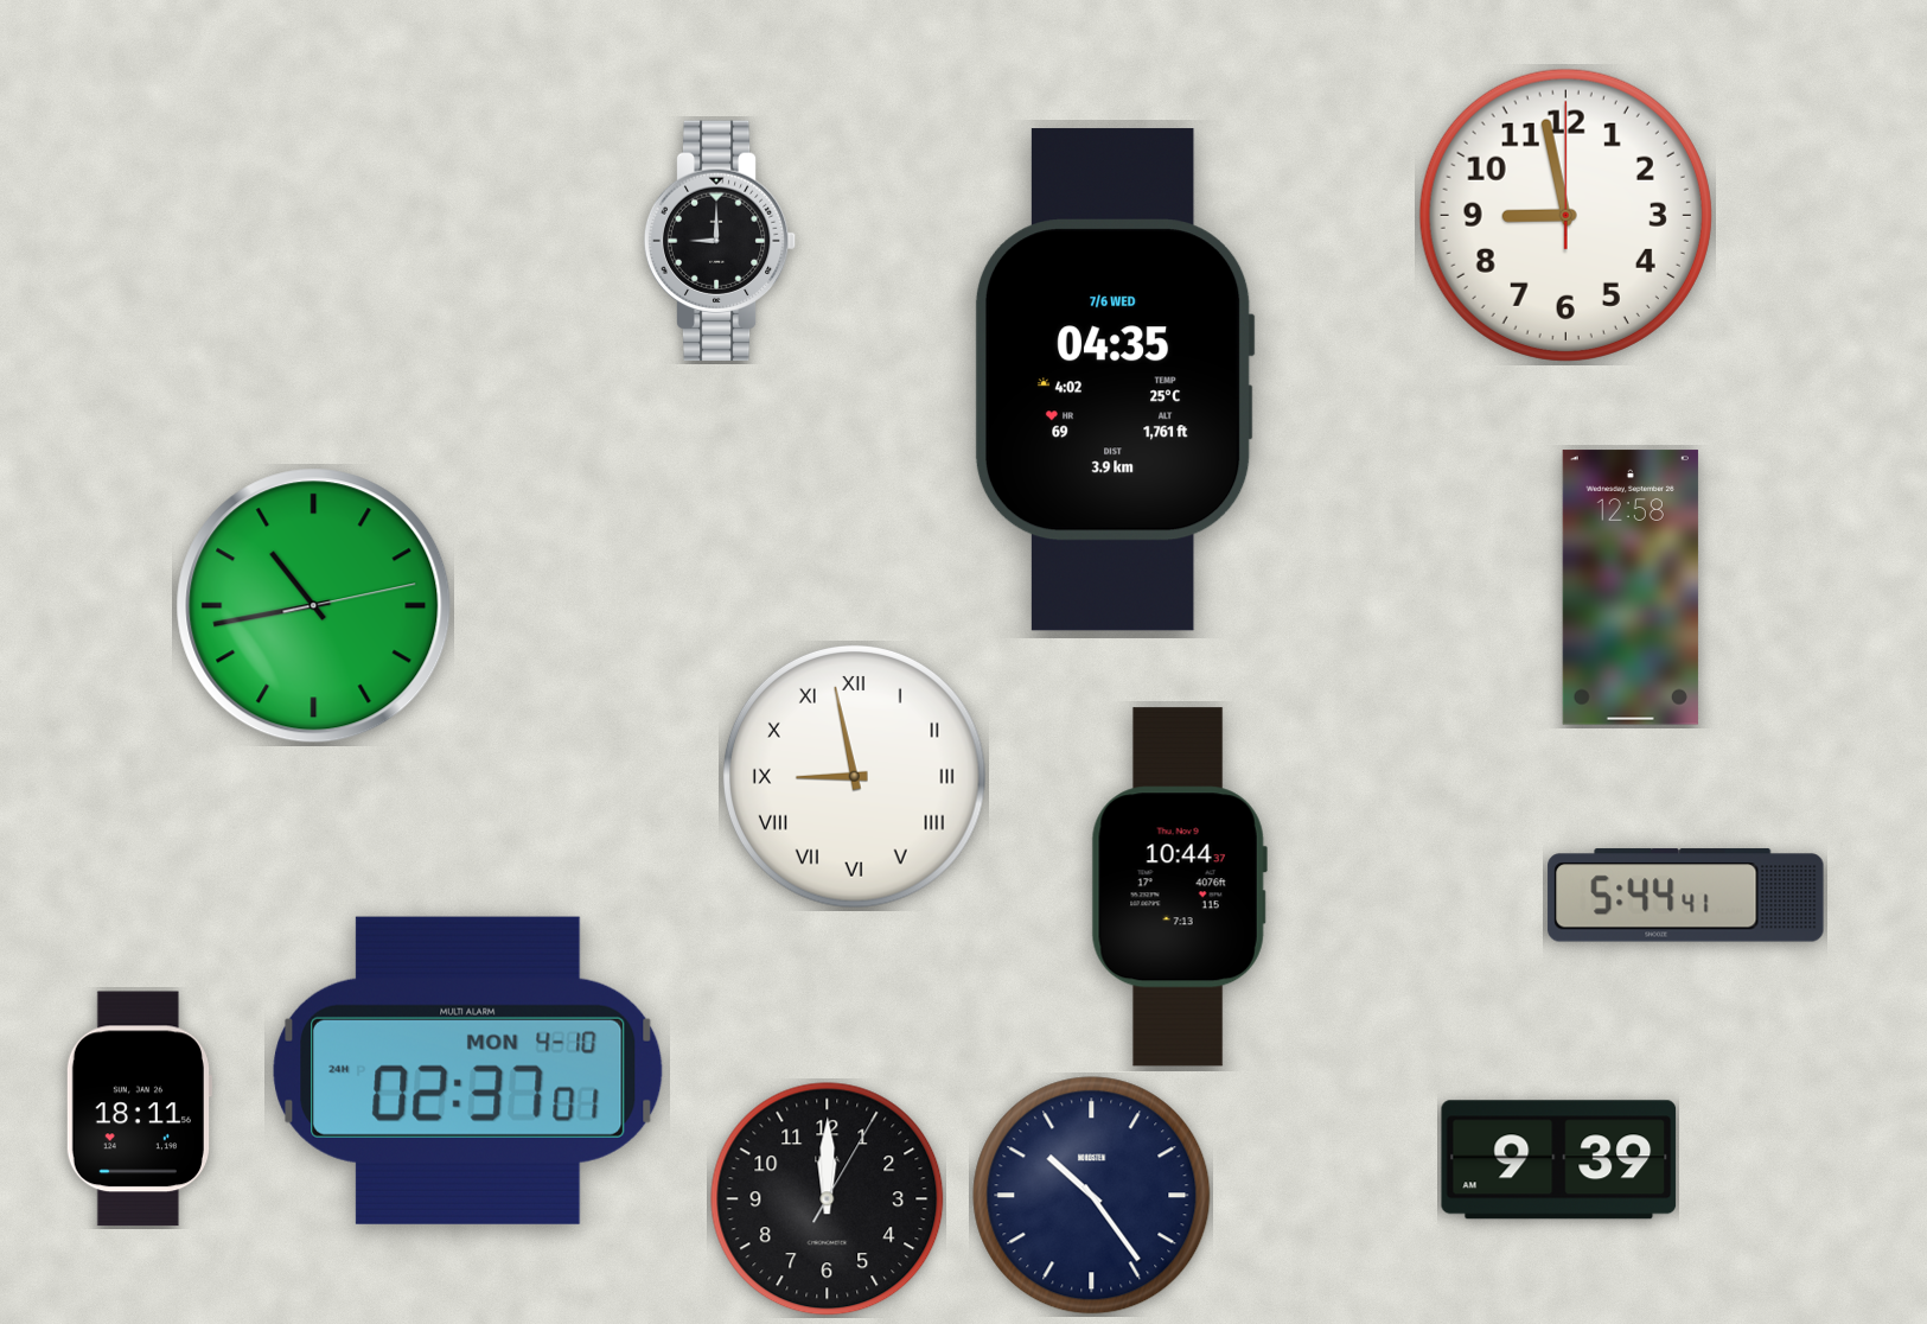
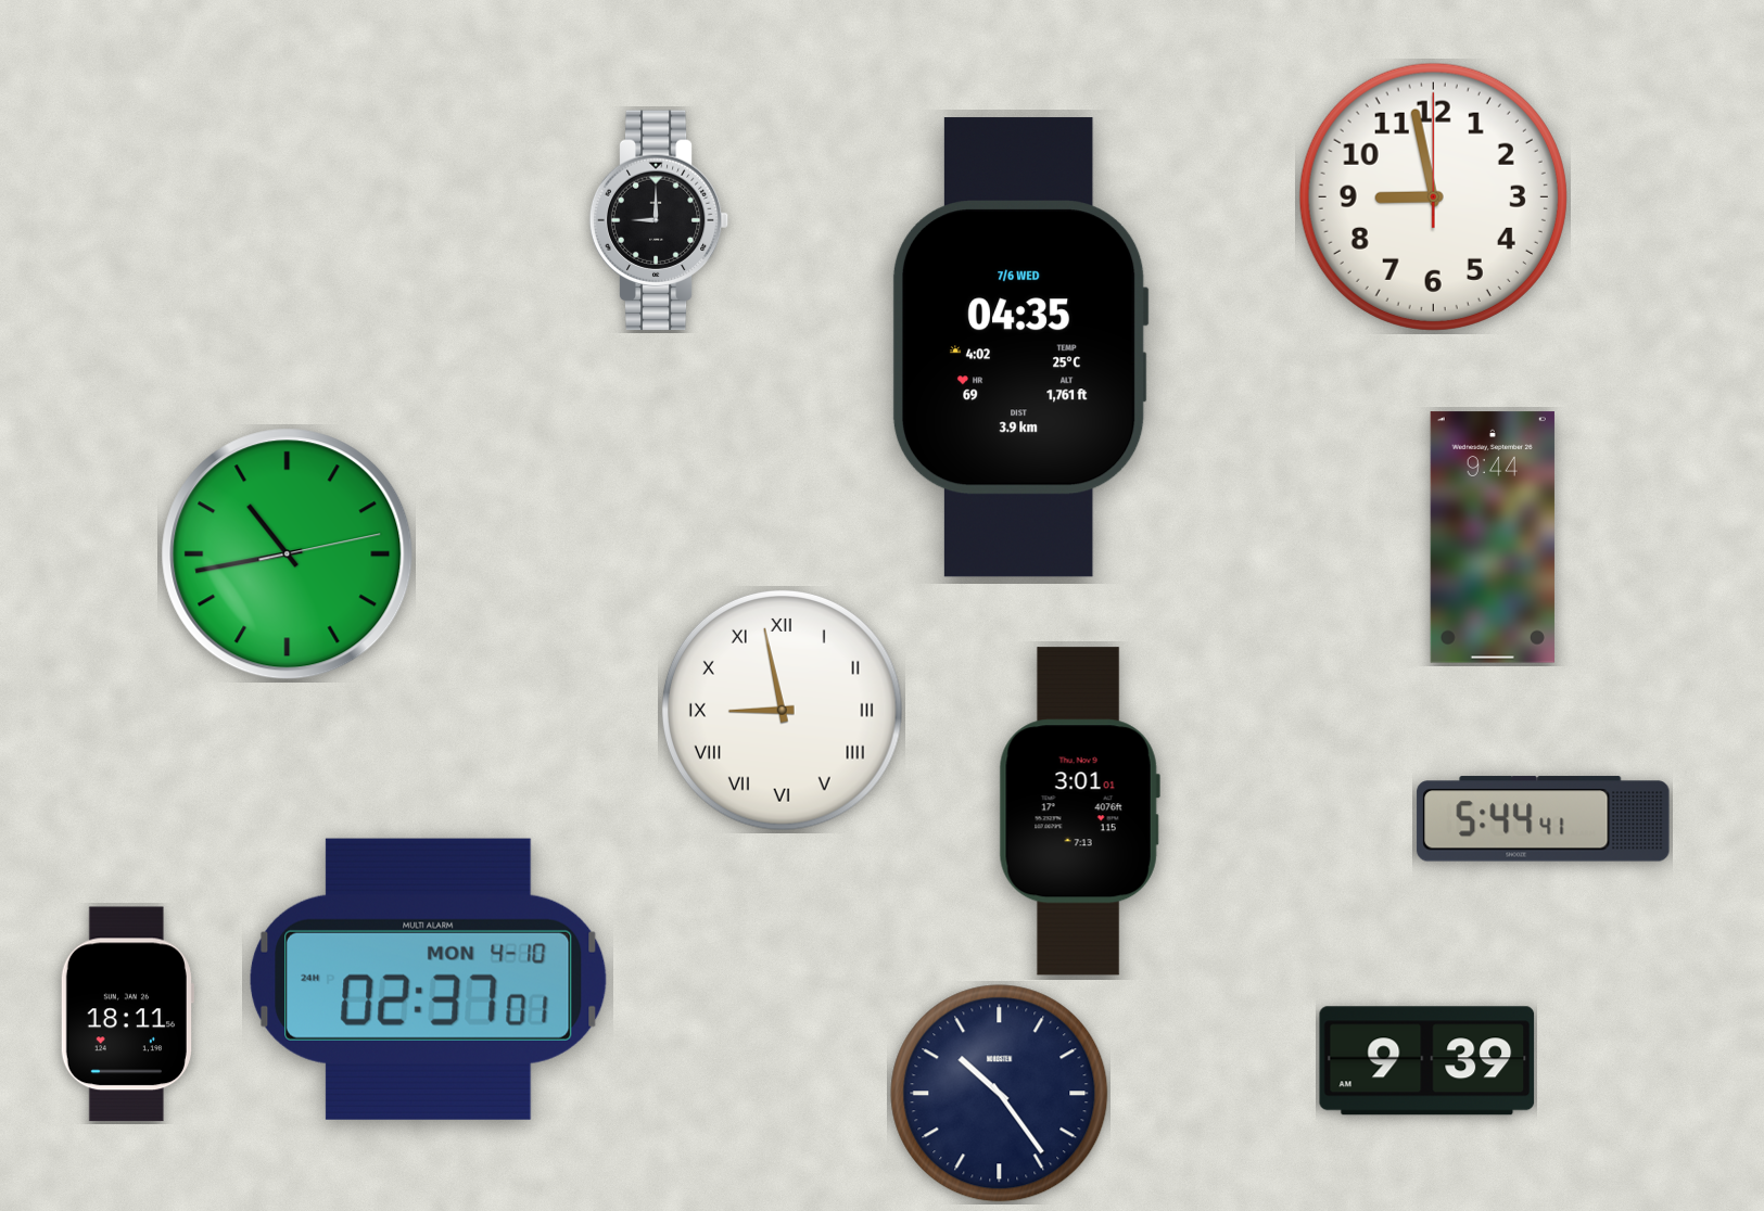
clock at (1631, 587): 12:58 -> 9:44
clock at (1179, 887): 10:44 -> 3:01
clock at (828, 1199): 12:00 -> none
